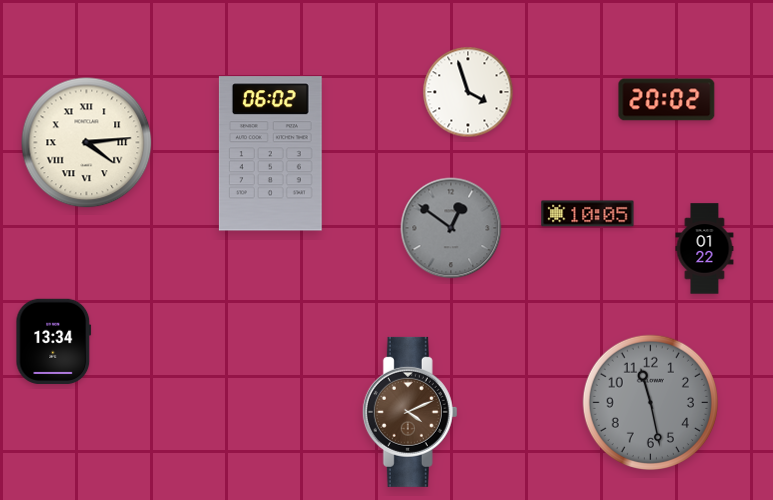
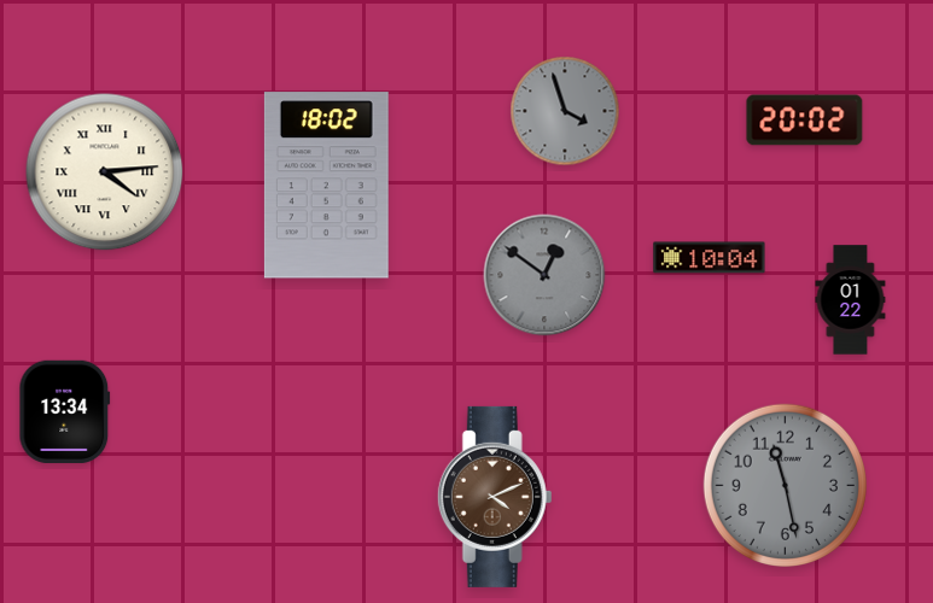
clock at (468, 92) dial: white -> grey
clock at (270, 154): 06:02 -> 18:02
clock at (588, 214): 10:05 -> 10:04
